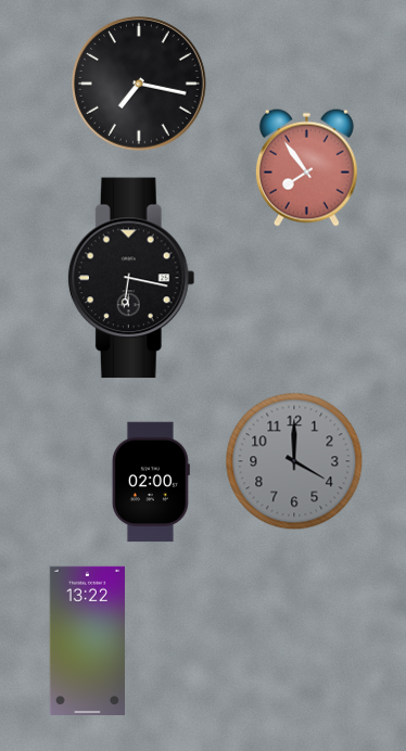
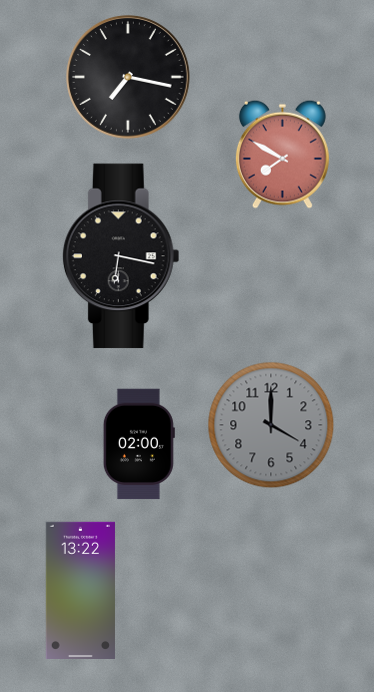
clock at (306, 167): 7:54 -> 7:50
